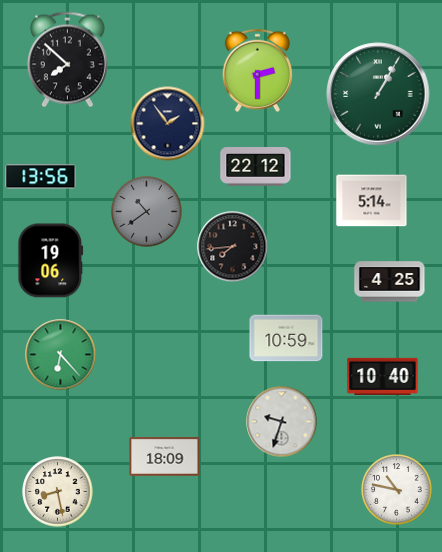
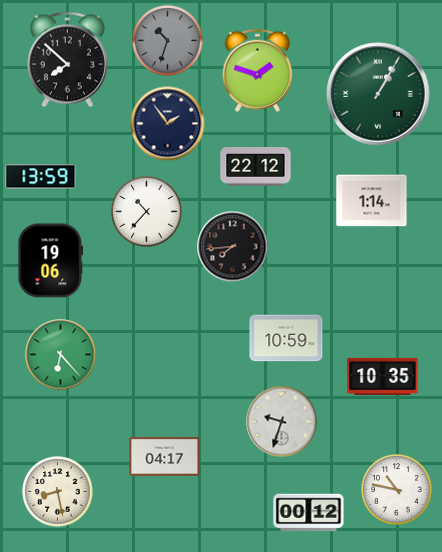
clock at (168, 41): none -> 10:33
clock at (257, 70): 2:30 -> 1:48
clock at (41, 177): 13:56 -> 13:59
clock at (372, 201): 5:14 -> 1:14
clock at (147, 212): 10:39 -> 10:37
clock at (147, 212) dial: grey -> white
clock at (390, 282): 4:25 -> none
clock at (383, 376): 10:40 -> 10:35
clock at (165, 457): 18:09 -> 04:17
clock at (309, 513): none -> 00:12
